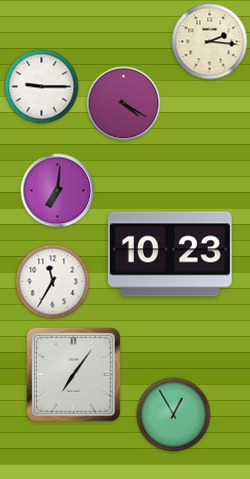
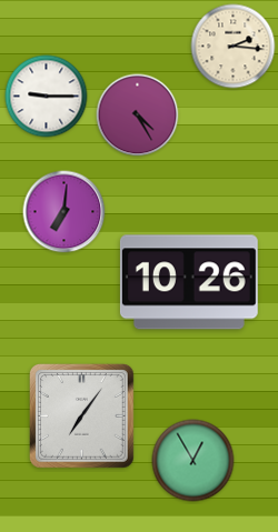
clock at (124, 104): 4:20 -> 4:25
clock at (170, 254): 10:23 -> 10:26
clock at (53, 282): 11:35 -> none
